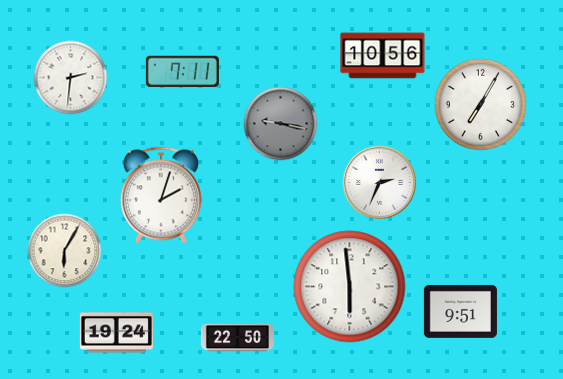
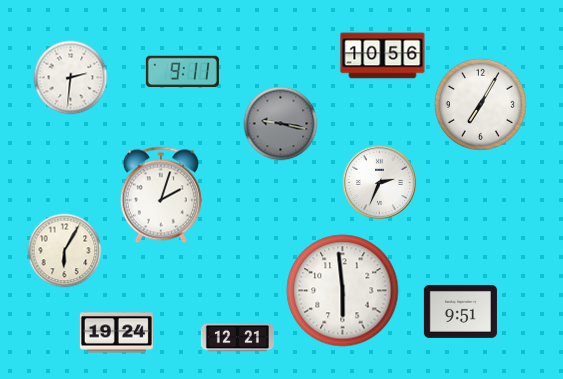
clock at (182, 72): 7:11 -> 9:11
clock at (350, 287) position: (350, 287) -> (343, 291)
clock at (237, 338): 22:50 -> 12:21
